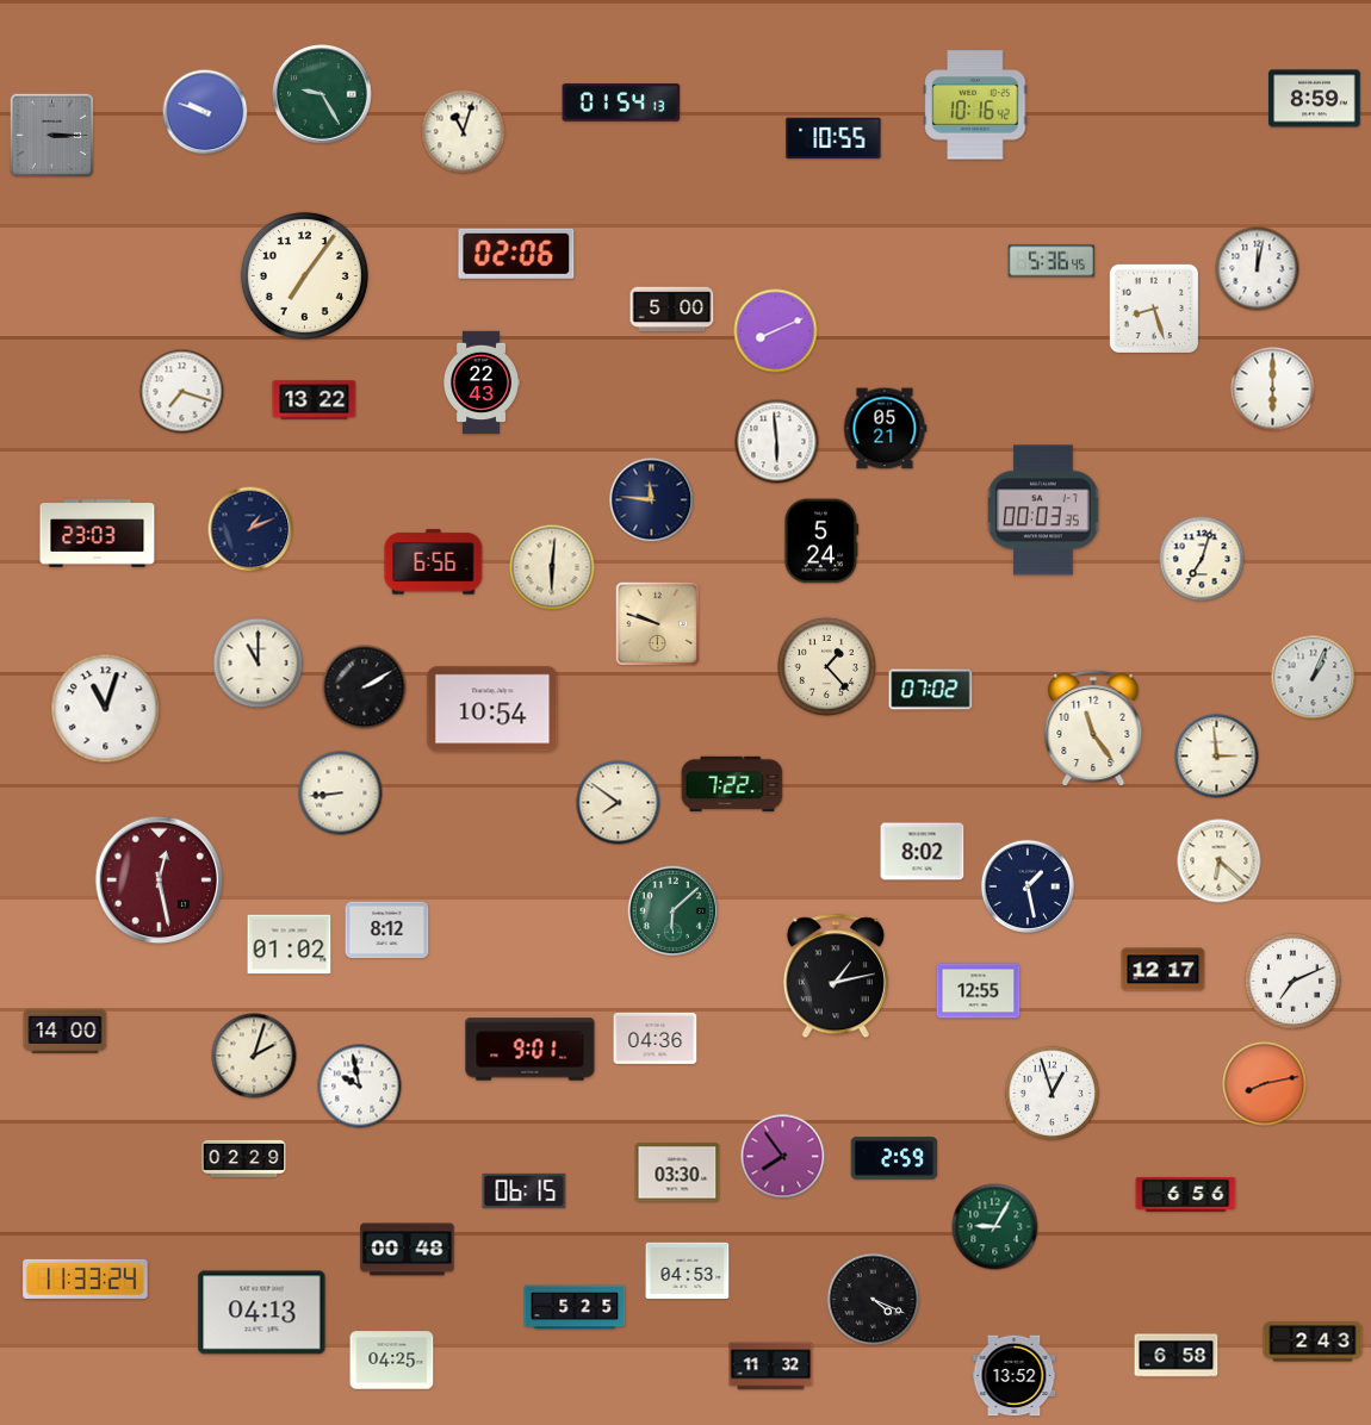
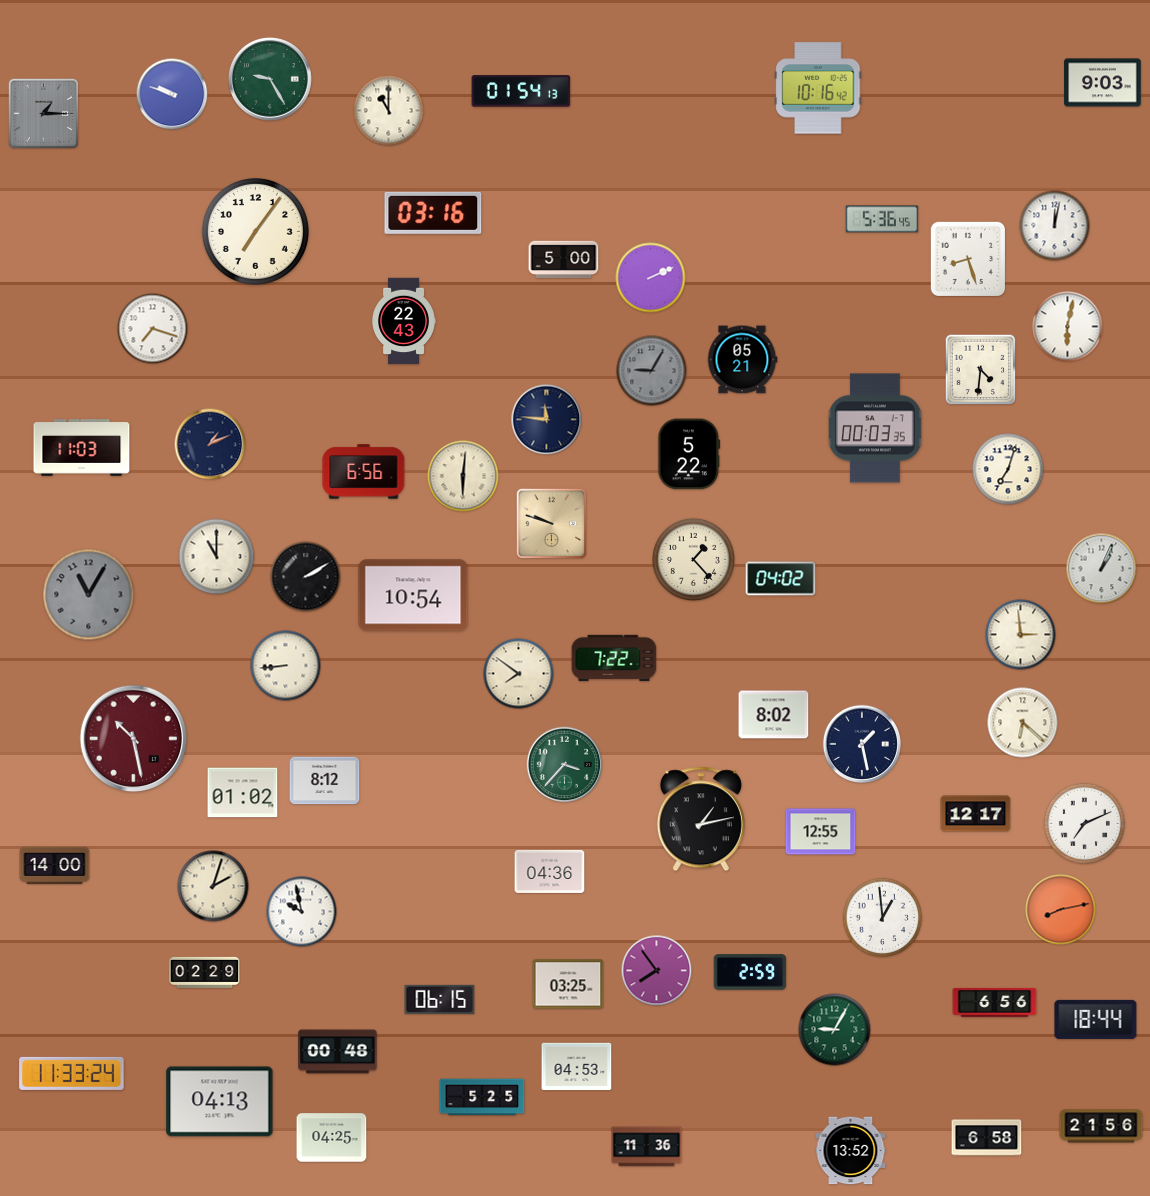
clock at (1315, 99): 8:59 -> 9:03
clock at (621, 102) position: (621, 102) -> (521, 91)
clock at (464, 132): 11:03 -> 11:00
clock at (52, 136): 3:15 -> 1:15
clock at (833, 138): 10:55 -> none
clock at (516, 254): 02:06 -> 03:16
clock at (776, 331): 8:11 -> 2:11
clock at (1273, 390): 6:00 -> 6:02
clock at (315, 400): 13:22 -> none
clock at (981, 370): none -> 4:31
clock at (777, 442): 5:59 -> 9:05
clock at (777, 442) dial: white -> grey
clock at (98, 534): 23:03 -> 11:03
clock at (821, 541): 5:24 -> 5:22
clock at (931, 690): 07:02 -> 04:02
clock at (106, 709): 11:03 -> 11:05
clock at (106, 709) dial: white -> grey
clock at (1093, 728): 11:24 -> none
clock at (160, 880): 12:28 -> 10:28
clock at (674, 911): 6:08 -> 3:37
clock at (531, 1050): 9:01 -> none
clock at (1053, 1094): 12:57 -> 12:59
clock at (677, 1172): 03:30 -> 03:25
clock at (1096, 1019): none -> 18:44
clock at (408, 1250) position: (408, 1250) -> (338, 1052)
clock at (874, 1300): 4:19 -> none
clock at (1313, 1342): 2:43 -> 21:56
clock at (392, 1361) position: (392, 1361) -> (332, 1138)
clock at (771, 1367): 11:32 -> 11:36
clock at (1015, 1376) position: (1015, 1376) -> (851, 1151)
